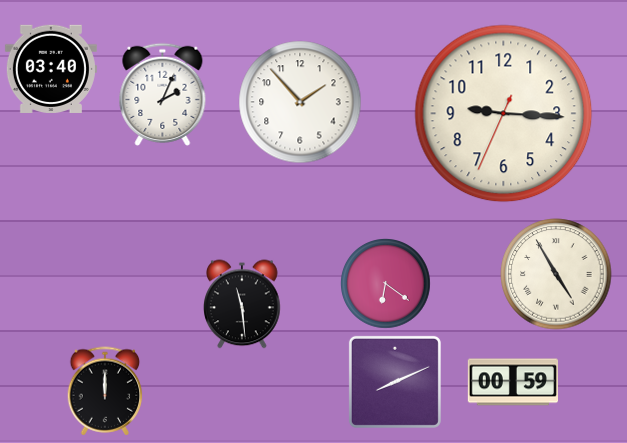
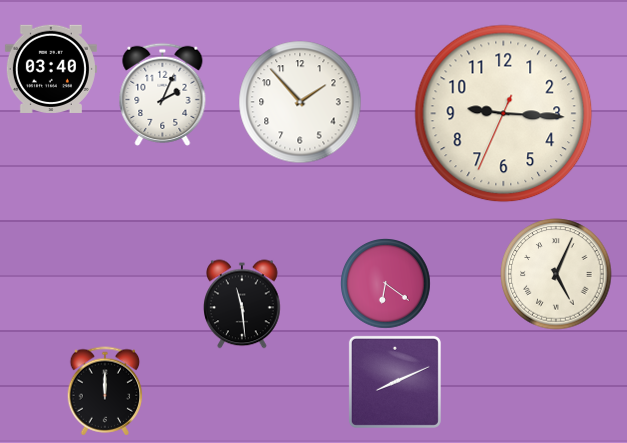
clock at (556, 274): 4:55 -> 5:04
clock at (512, 382): 00:59 -> none
